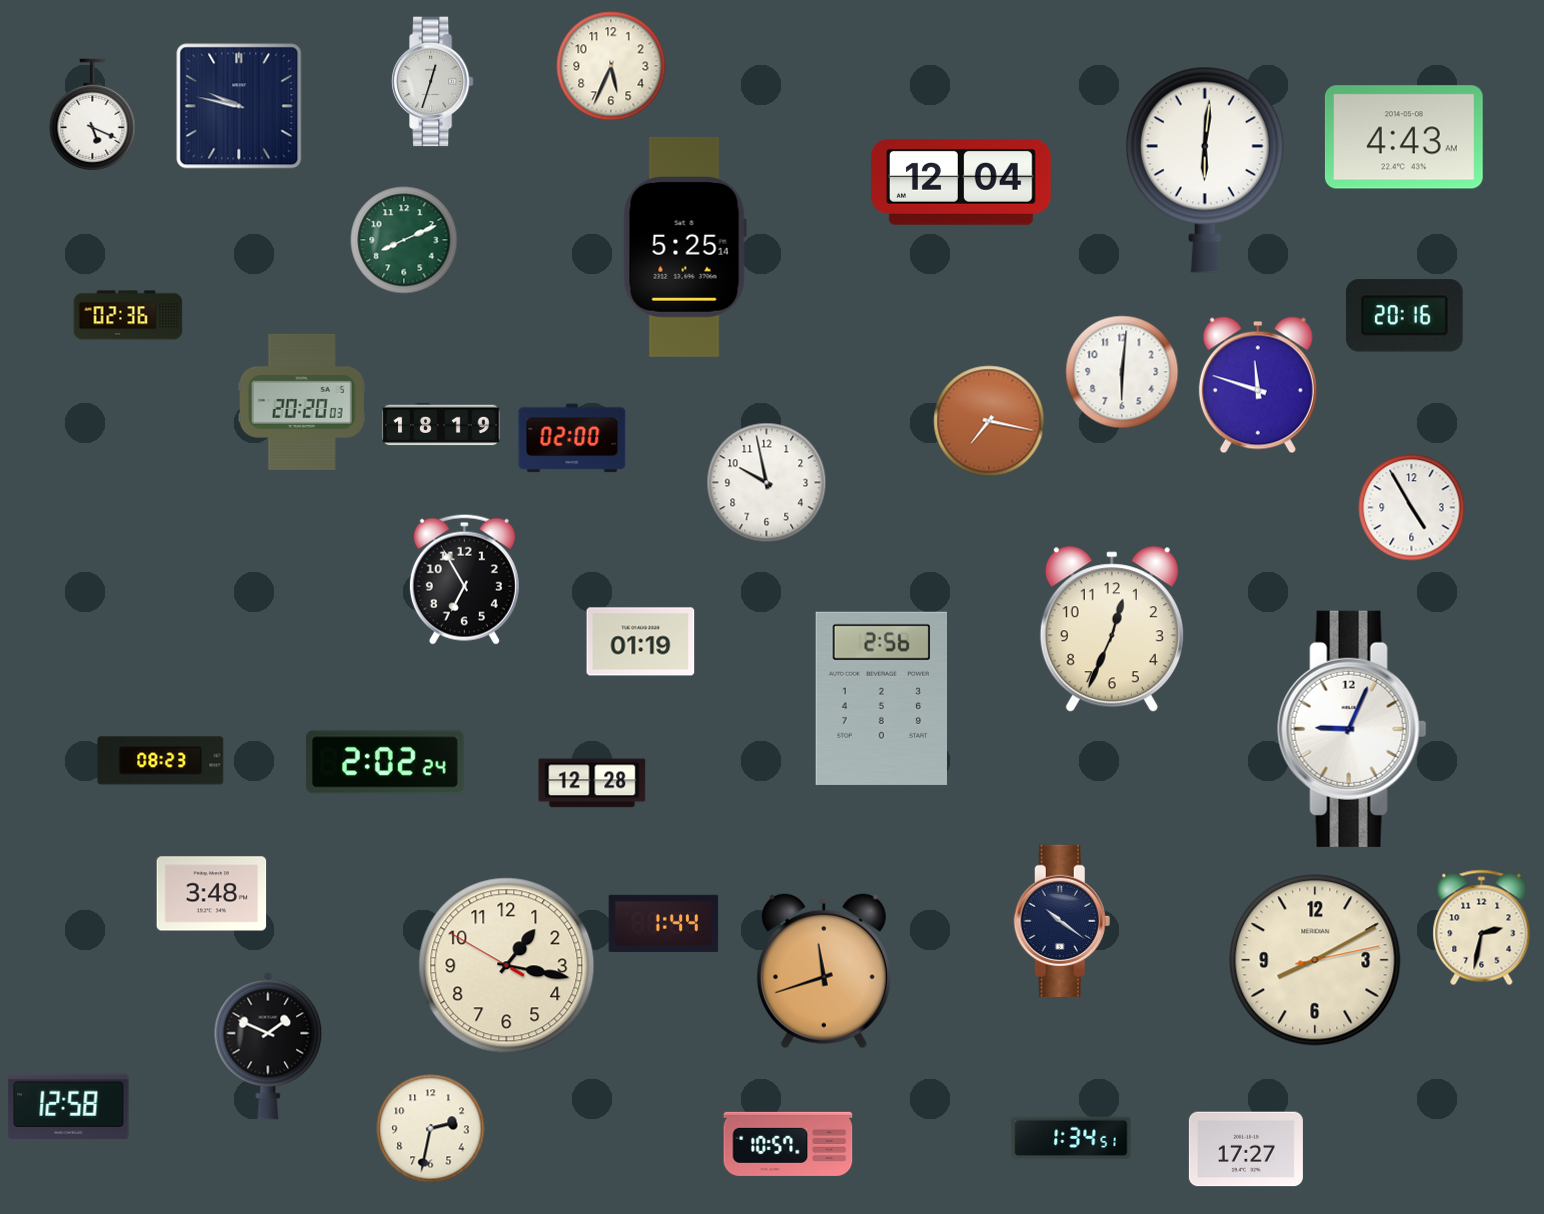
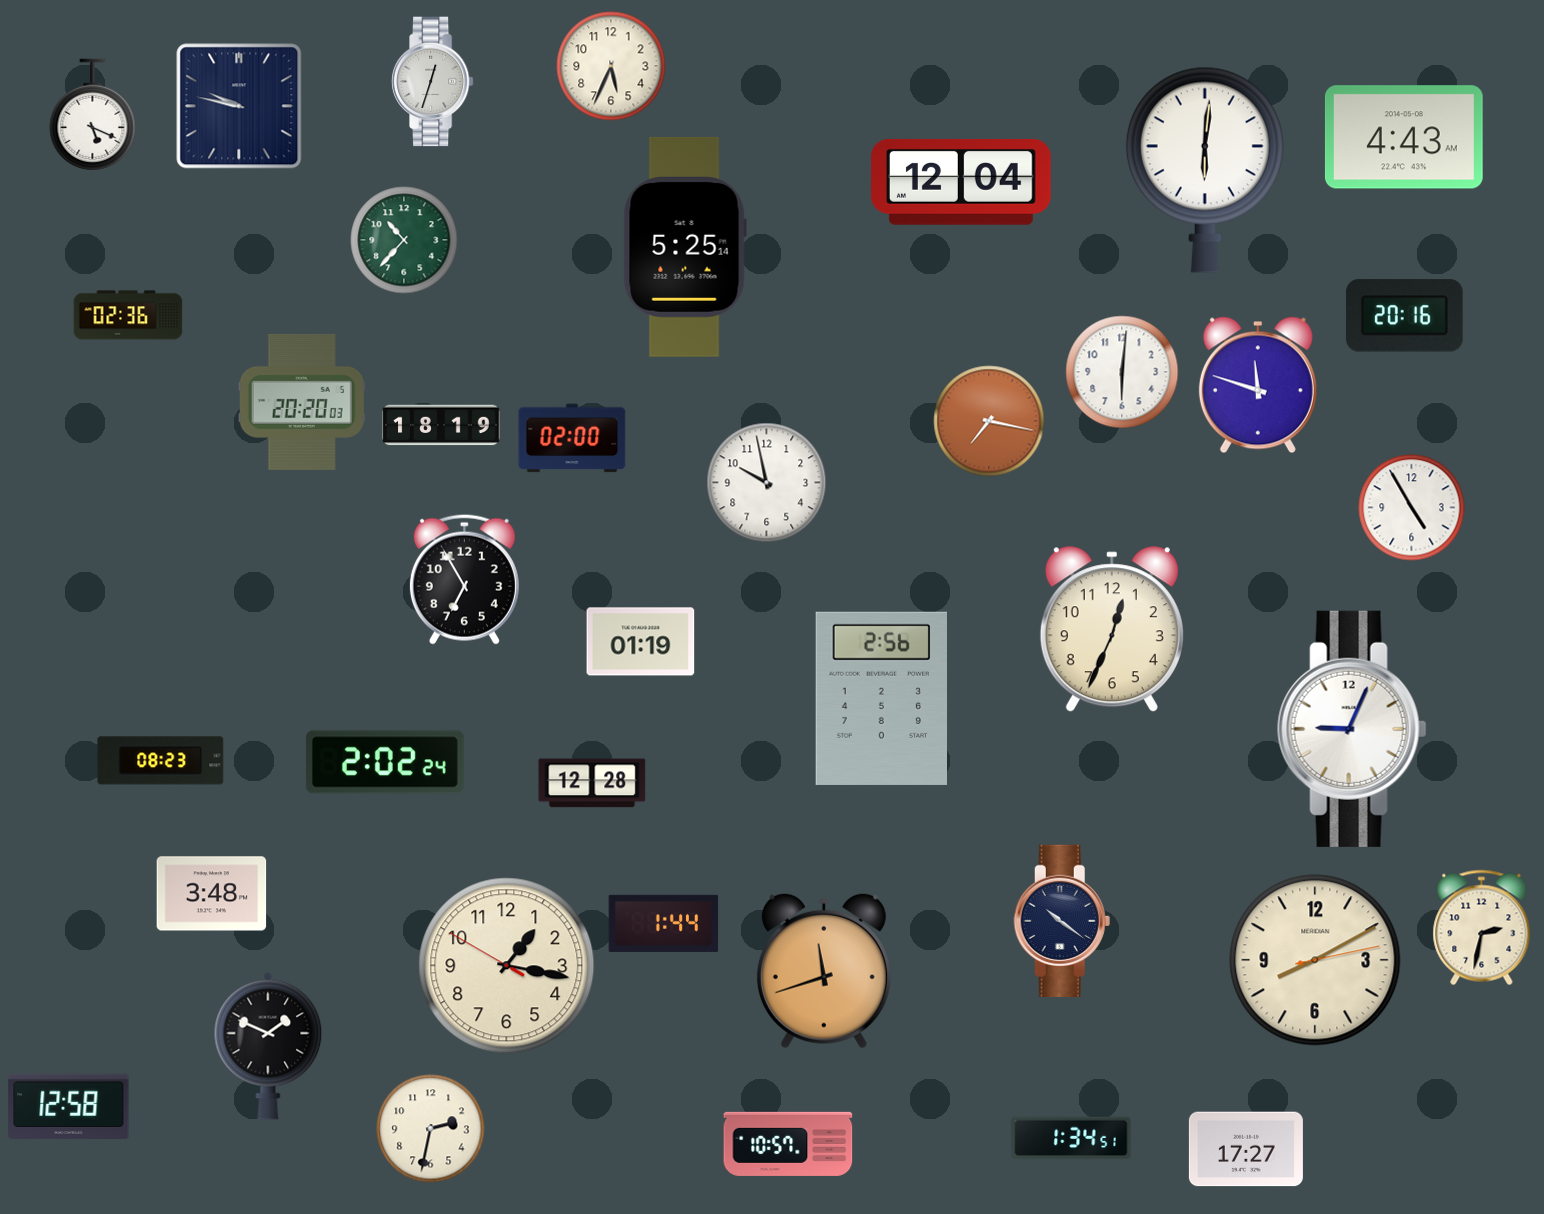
clock at (404, 240): 8:11 -> 10:37
